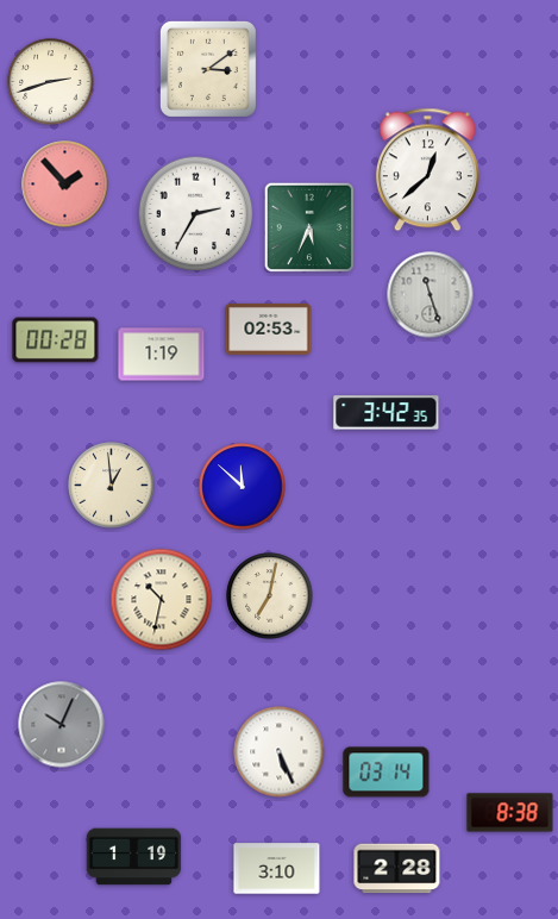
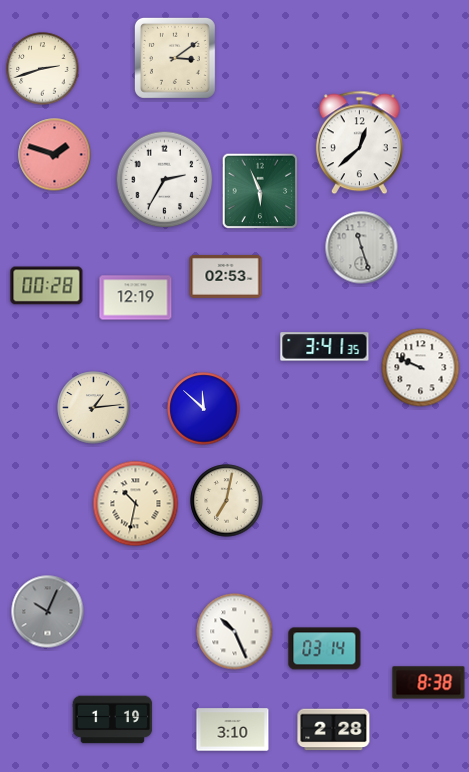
clock at (65, 185): 1:53 -> 1:48
clock at (309, 227): 5:34 -> 5:56
clock at (162, 355): 1:19 -> 12:19
clock at (387, 413): 3:42 -> 3:41
clock at (421, 368): none -> 9:49
clock at (112, 486): 12:59 -> 1:14
clock at (62, 725) position: (62, 725) -> (48, 612)
clock at (280, 752): 5:26 -> 10:26
